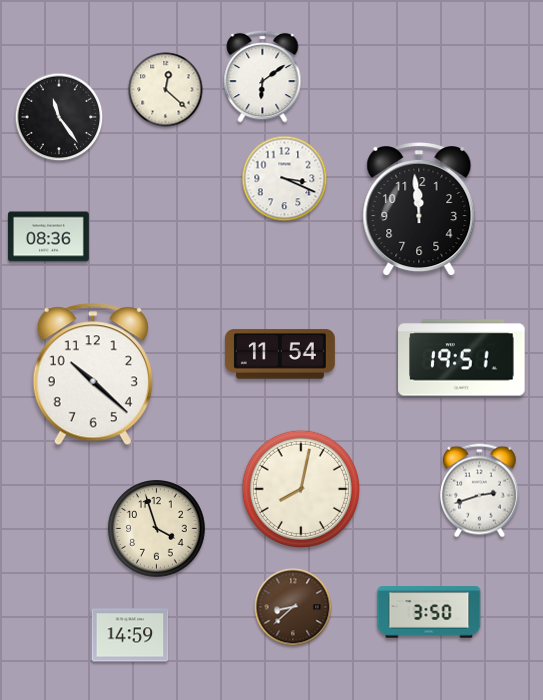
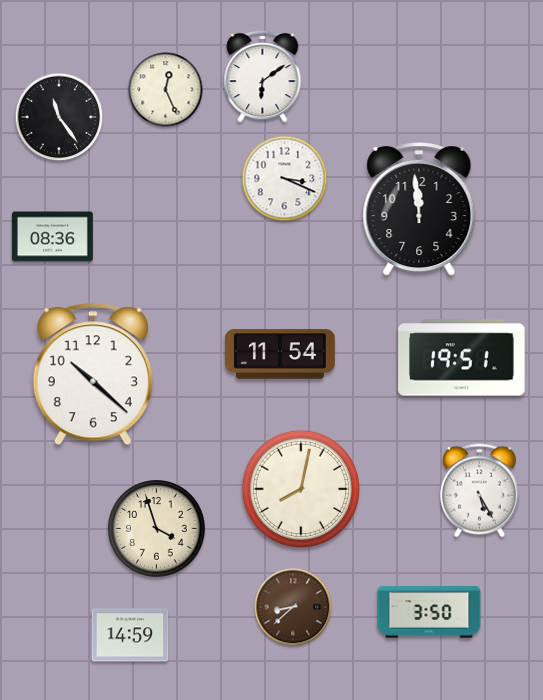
clock at (166, 90): 12:22 -> 12:26
clock at (48, 237) position: (48, 237) -> (52, 237)
clock at (480, 491): 2:42 -> 5:25
